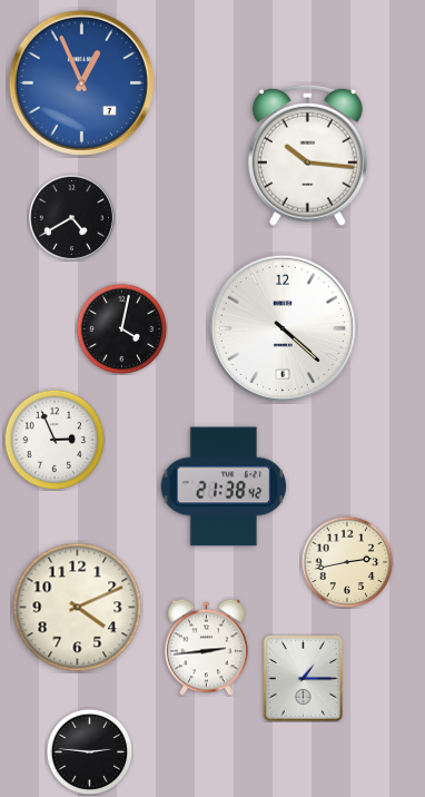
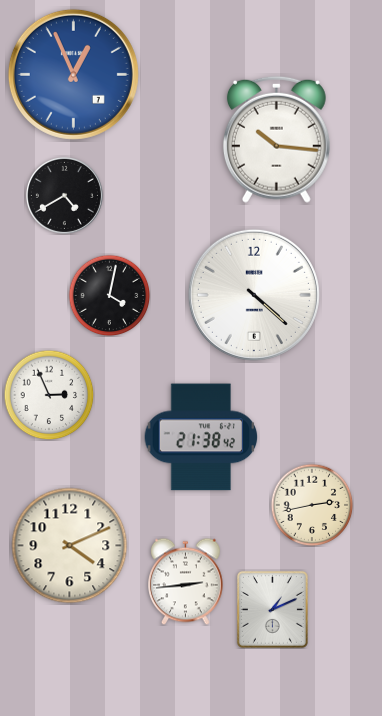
clock at (303, 678): 1:15 -> 1:11
clock at (89, 751): 2:46 -> none
